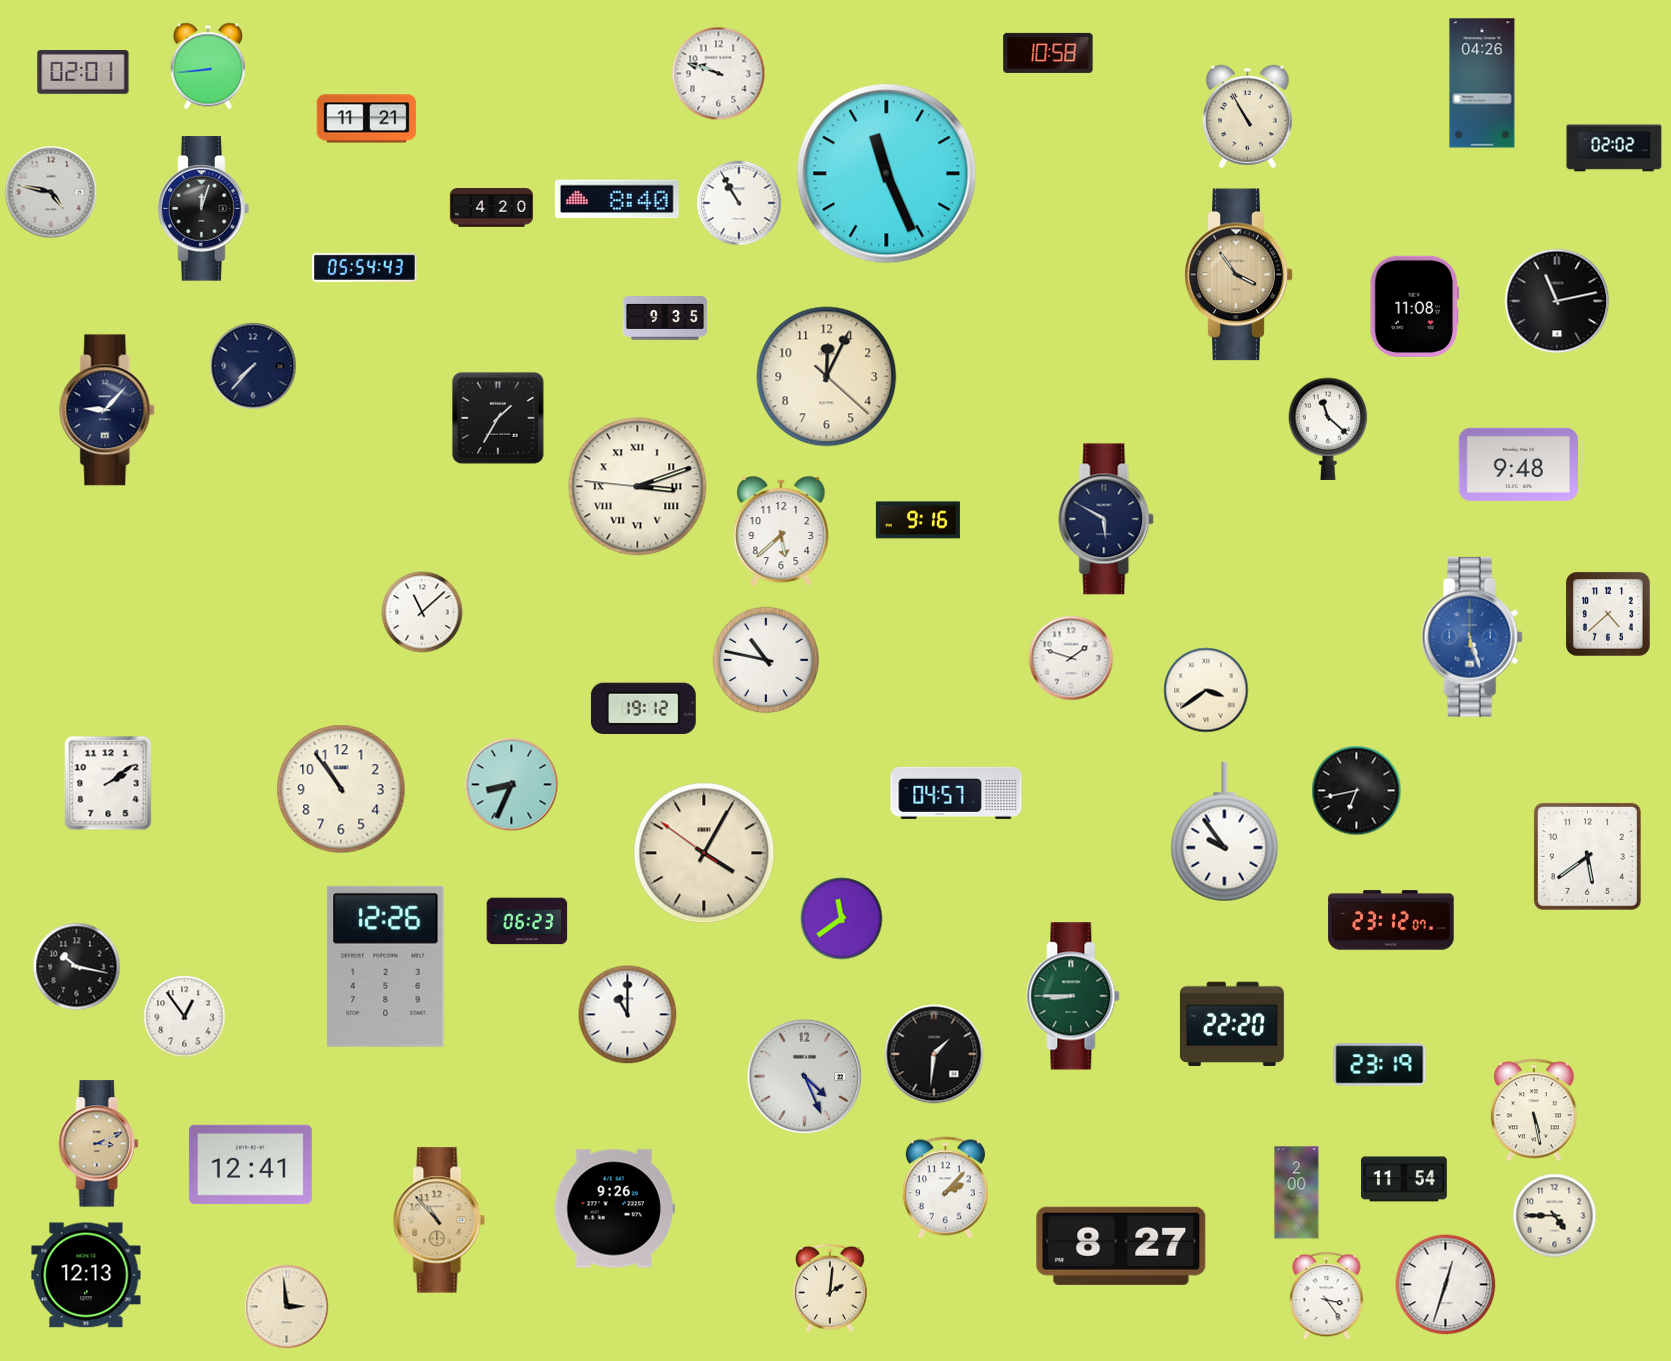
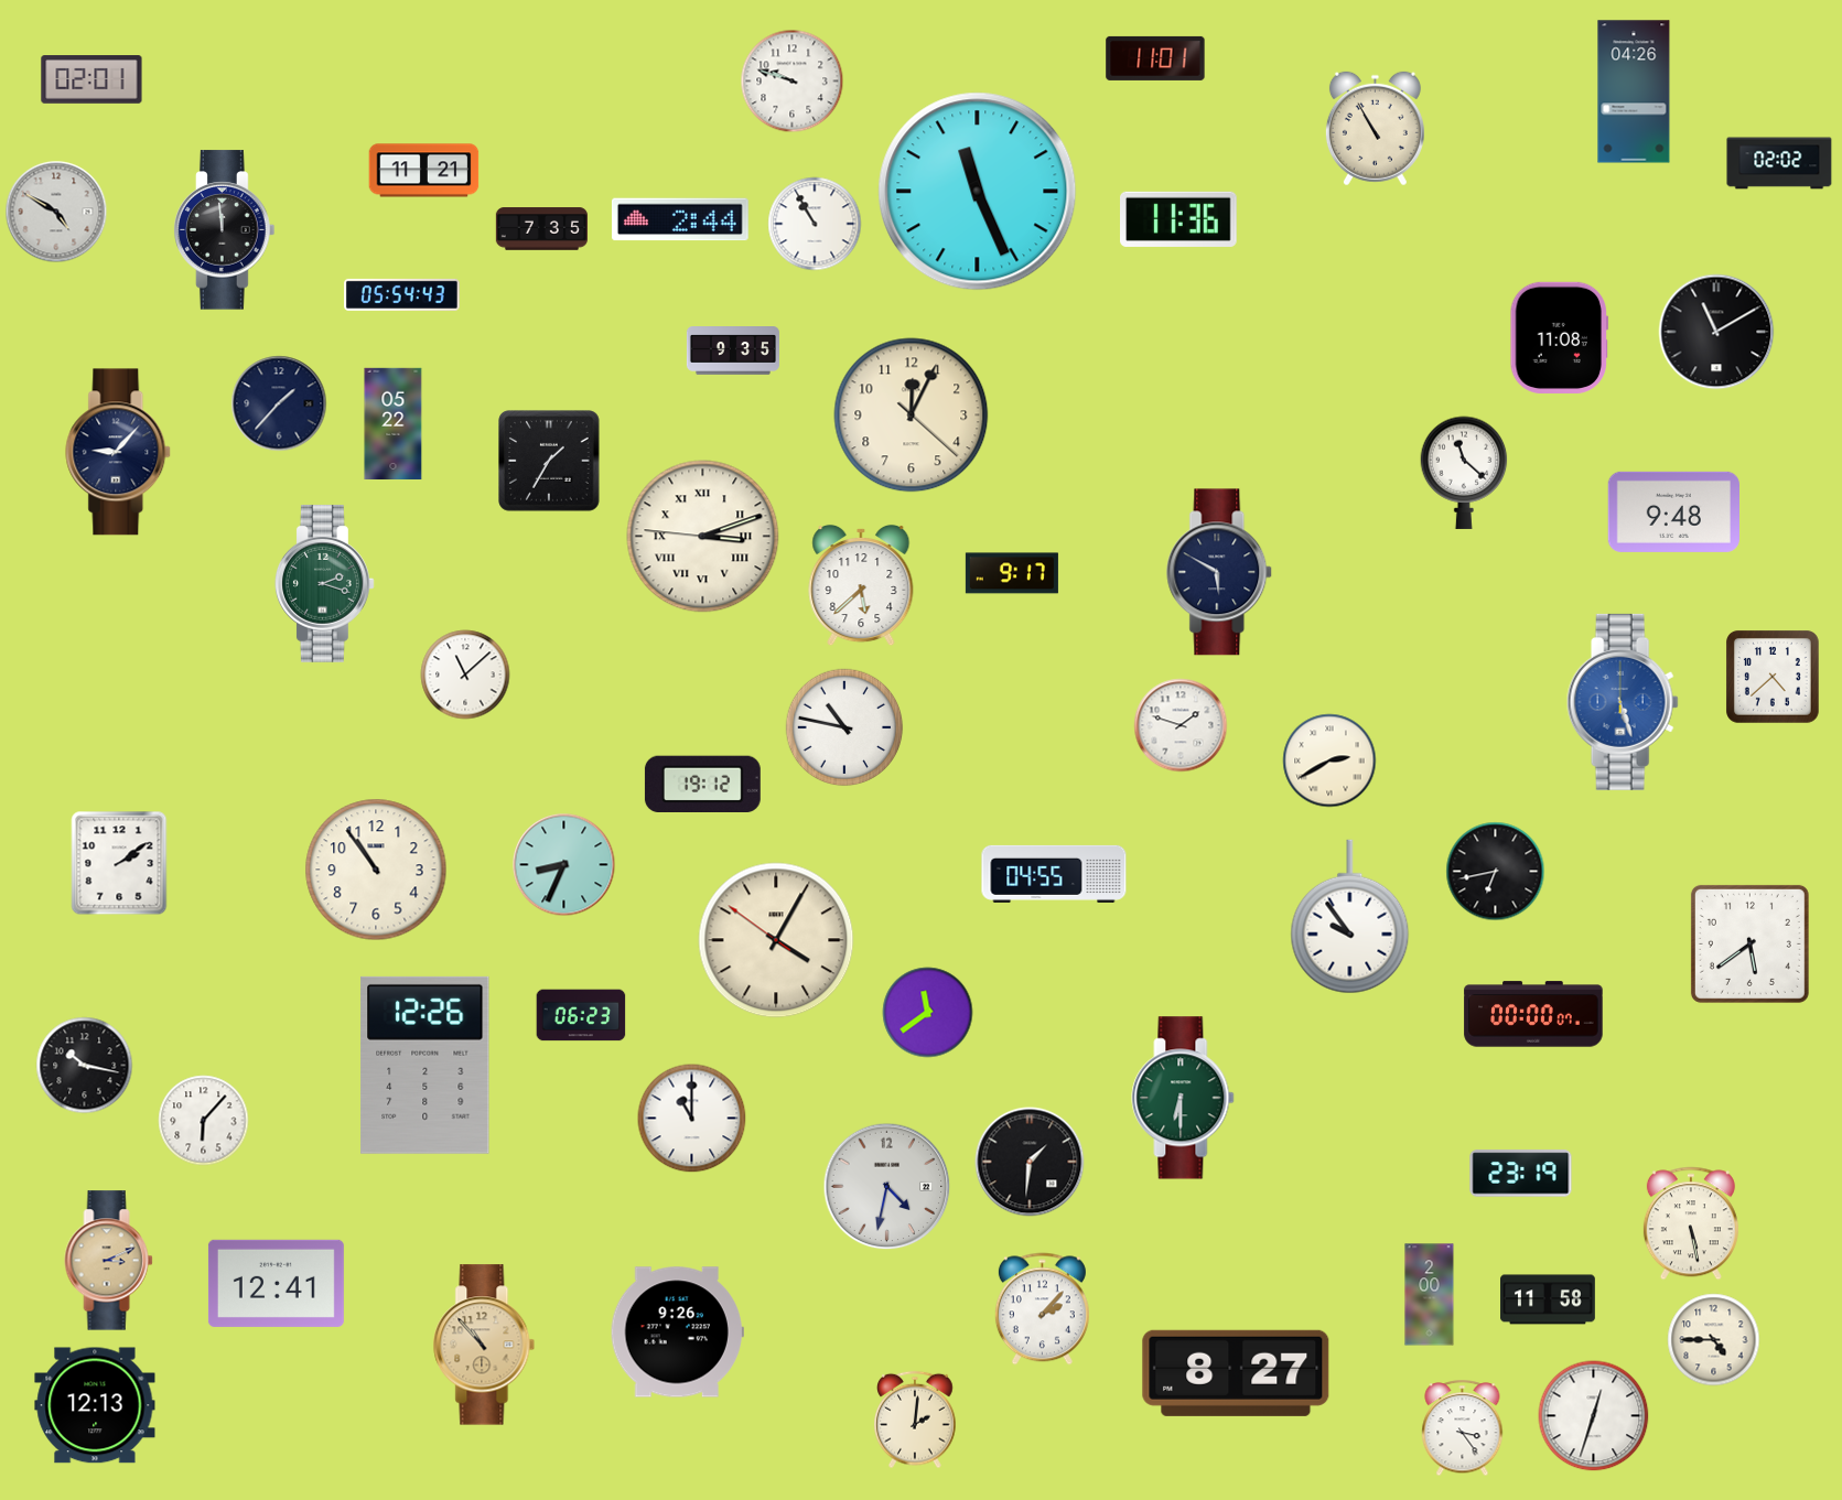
clock at (1048, 53): 10:58 -> 11:01
clock at (208, 66): 8:44 -> none
clock at (367, 119) position: (367, 119) -> (424, 171)
clock at (51, 192): 4:47 -> 4:50
clock at (617, 199): 8:40 -> 2:44
clock at (1179, 219): none -> 11:36
clock at (491, 208): 4:20 -> 7:35
clock at (204, 209): 12:03 -> 11:59
clock at (1239, 275): 3:54 -> none
clock at (1557, 301): 11:13 -> 11:10
clock at (253, 366): 7:37 -> 1:37
clock at (394, 423): none -> 05:22
clock at (918, 520): 9:16 -> 9:17
clock at (325, 584): none -> 2:18
clock at (1206, 690): 3:39 -> 2:40
clock at (643, 708) position: (643, 708) -> (702, 784)
clock at (956, 793): 04:57 -> 04:55
clock at (1391, 920): 23:12 -> 00:00
clock at (1073, 996): 8:45 -> 6:30
clock at (185, 1017): 12:54 -> 6:07
clock at (1232, 1024): 22:20 -> none
clock at (805, 1077): 4:26 -> 4:32
clock at (1405, 1179): 11:54 -> 11:58
clock at (1297, 1193) position: (1297, 1193) -> (1430, 1295)
clock at (287, 1307): 2:59 -> none
